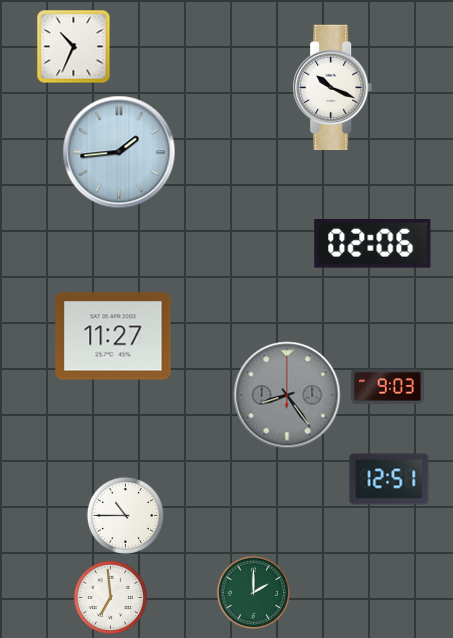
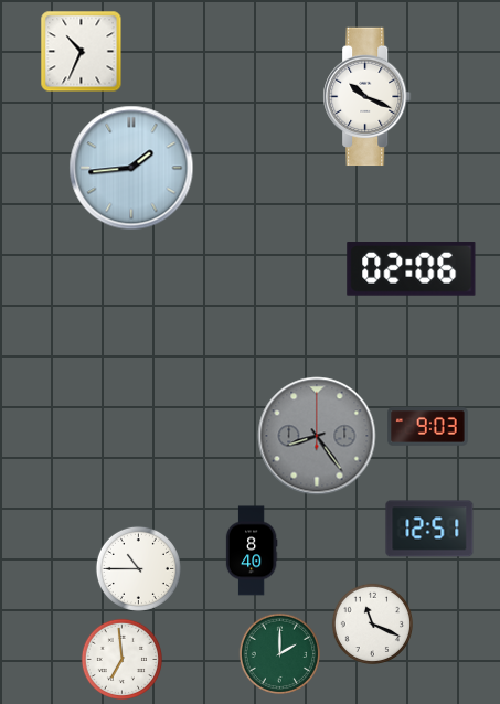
clock at (113, 336): 11:27 -> none
clock at (252, 551): none -> 8:40
clock at (372, 623): none -> 11:19
